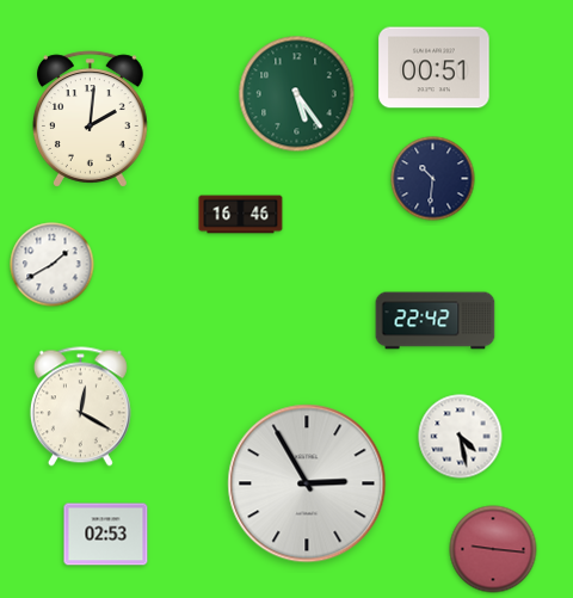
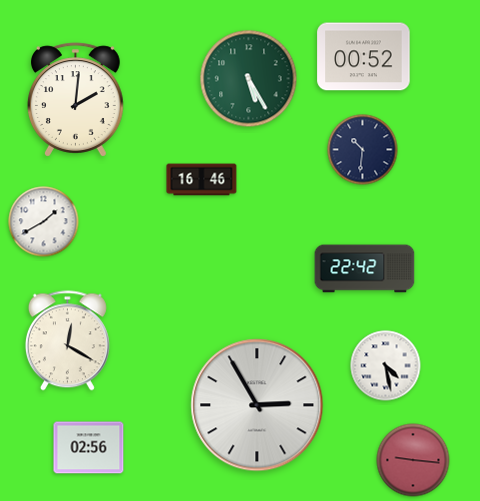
clock at (435, 68): 00:51 -> 00:52
clock at (297, 94): 5:24 -> 5:25
clock at (106, 535): 02:53 -> 02:56
